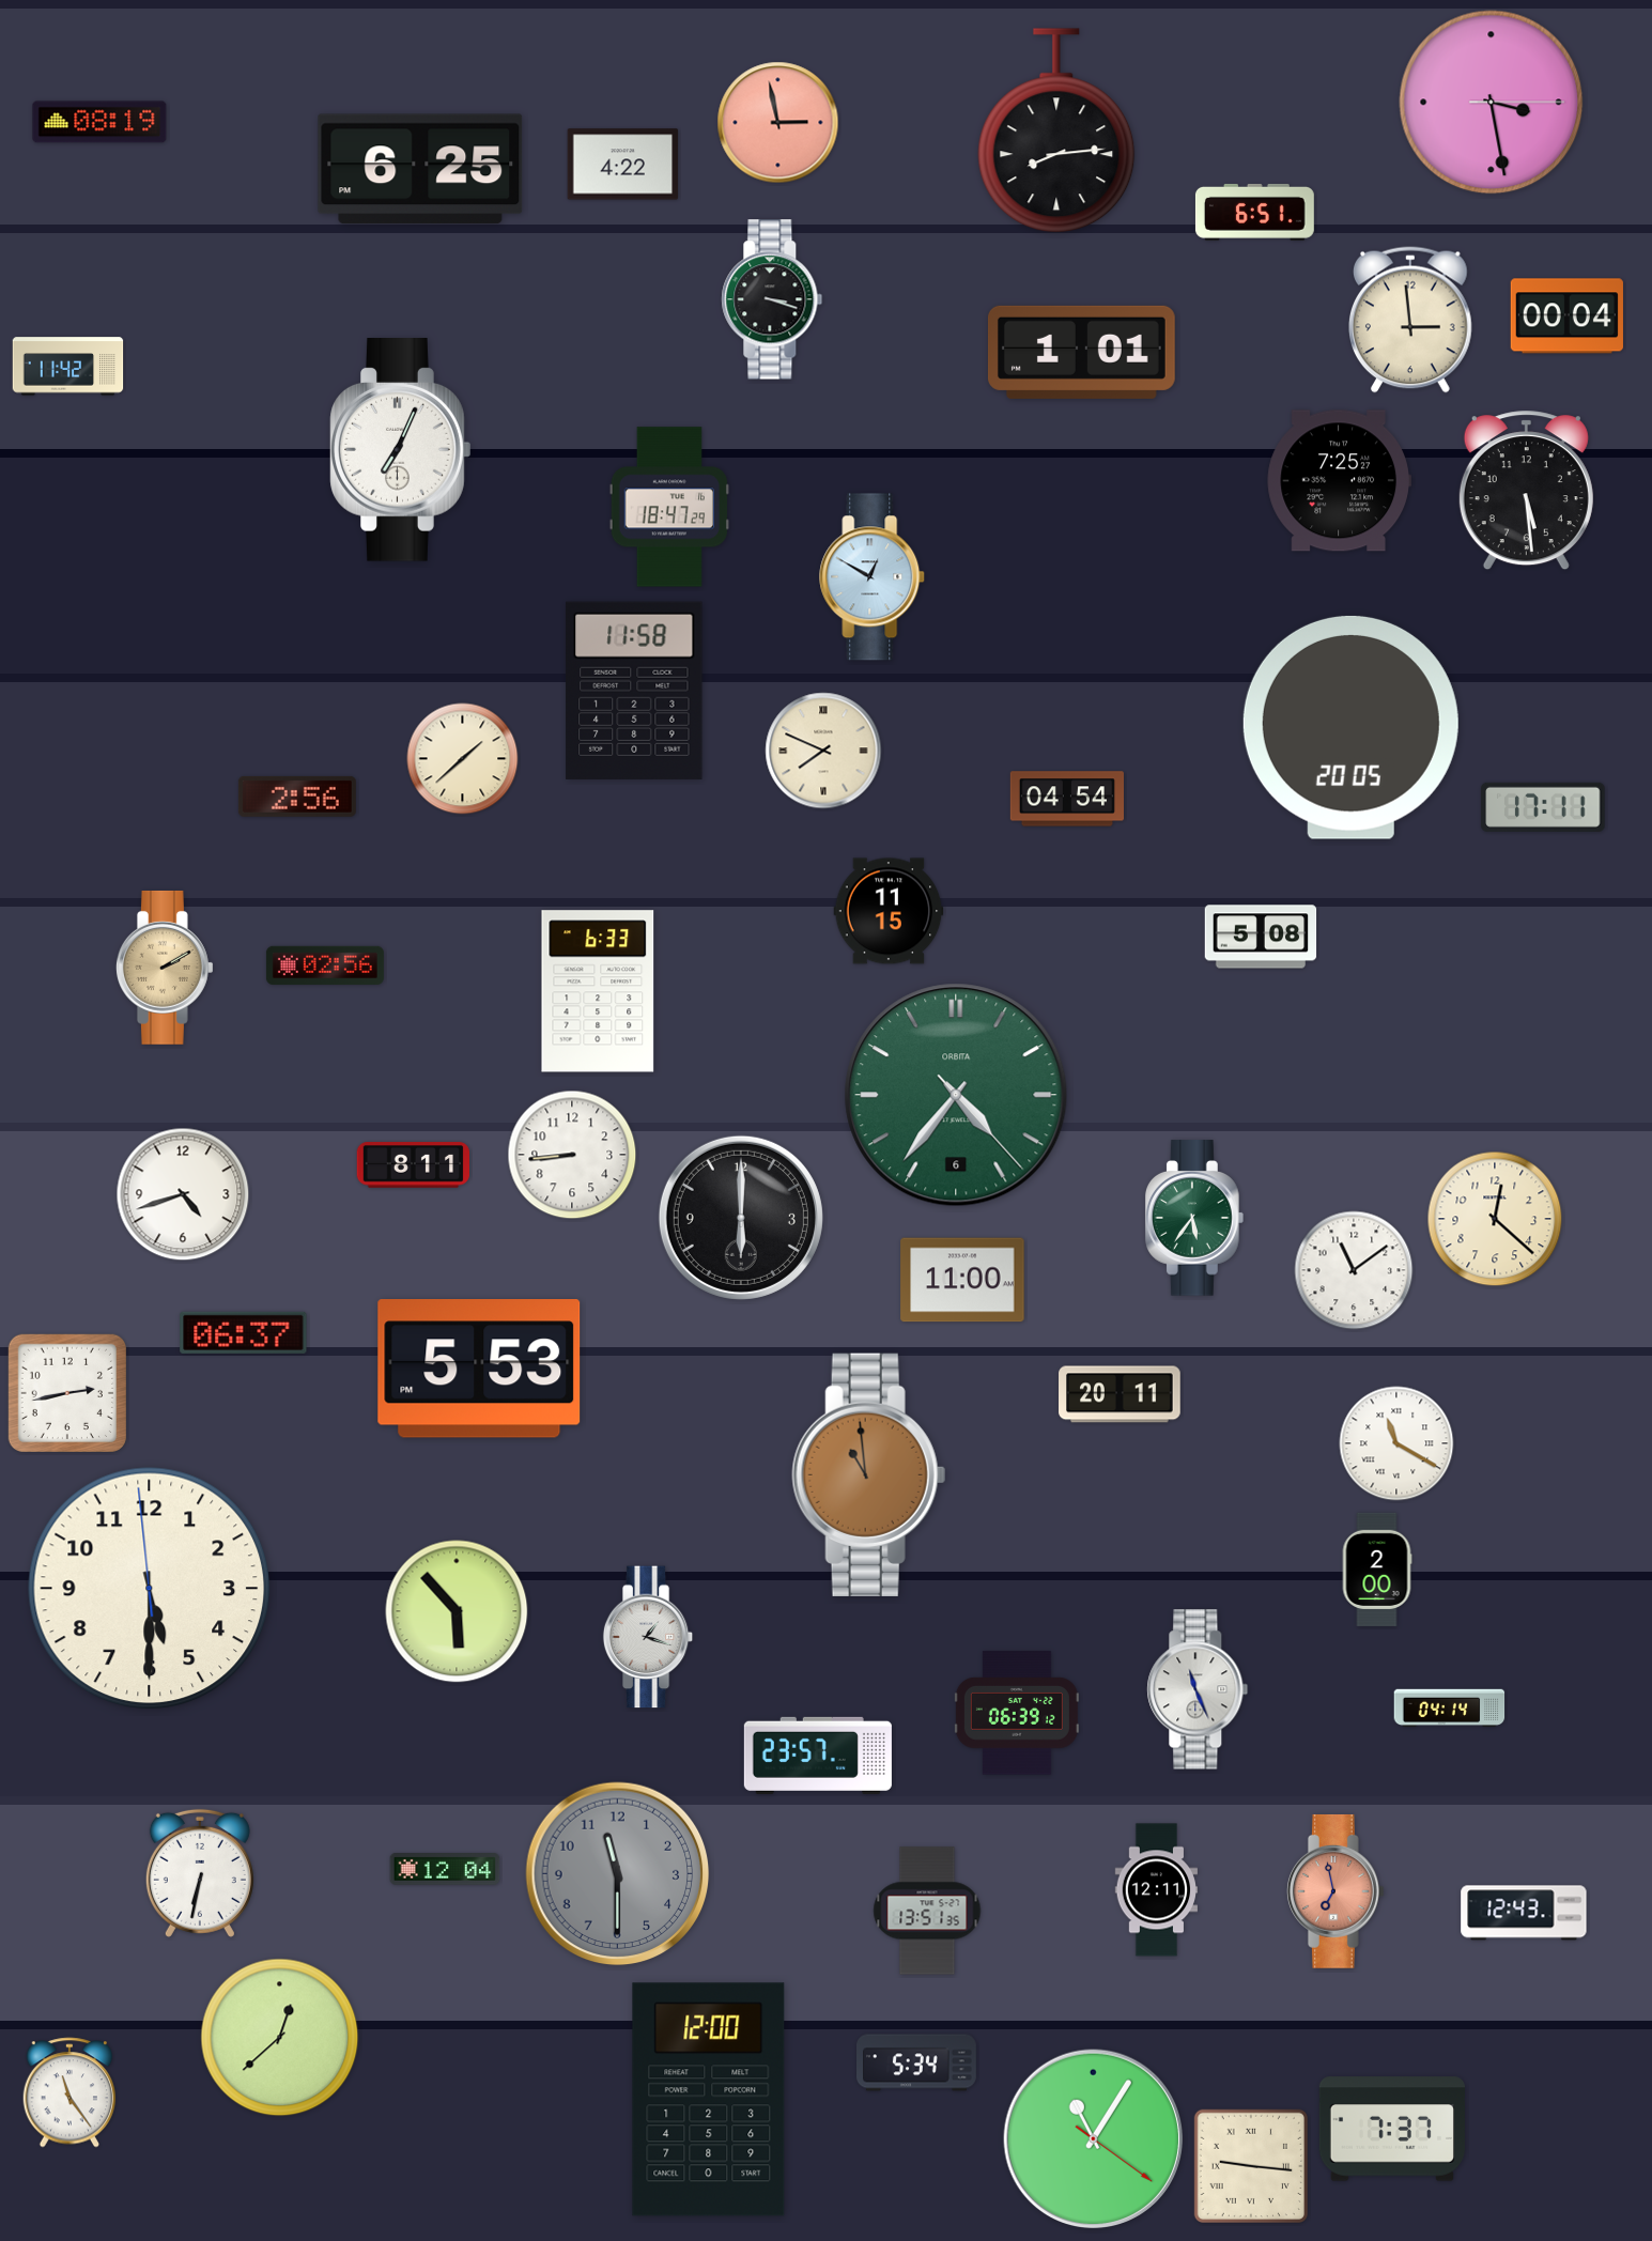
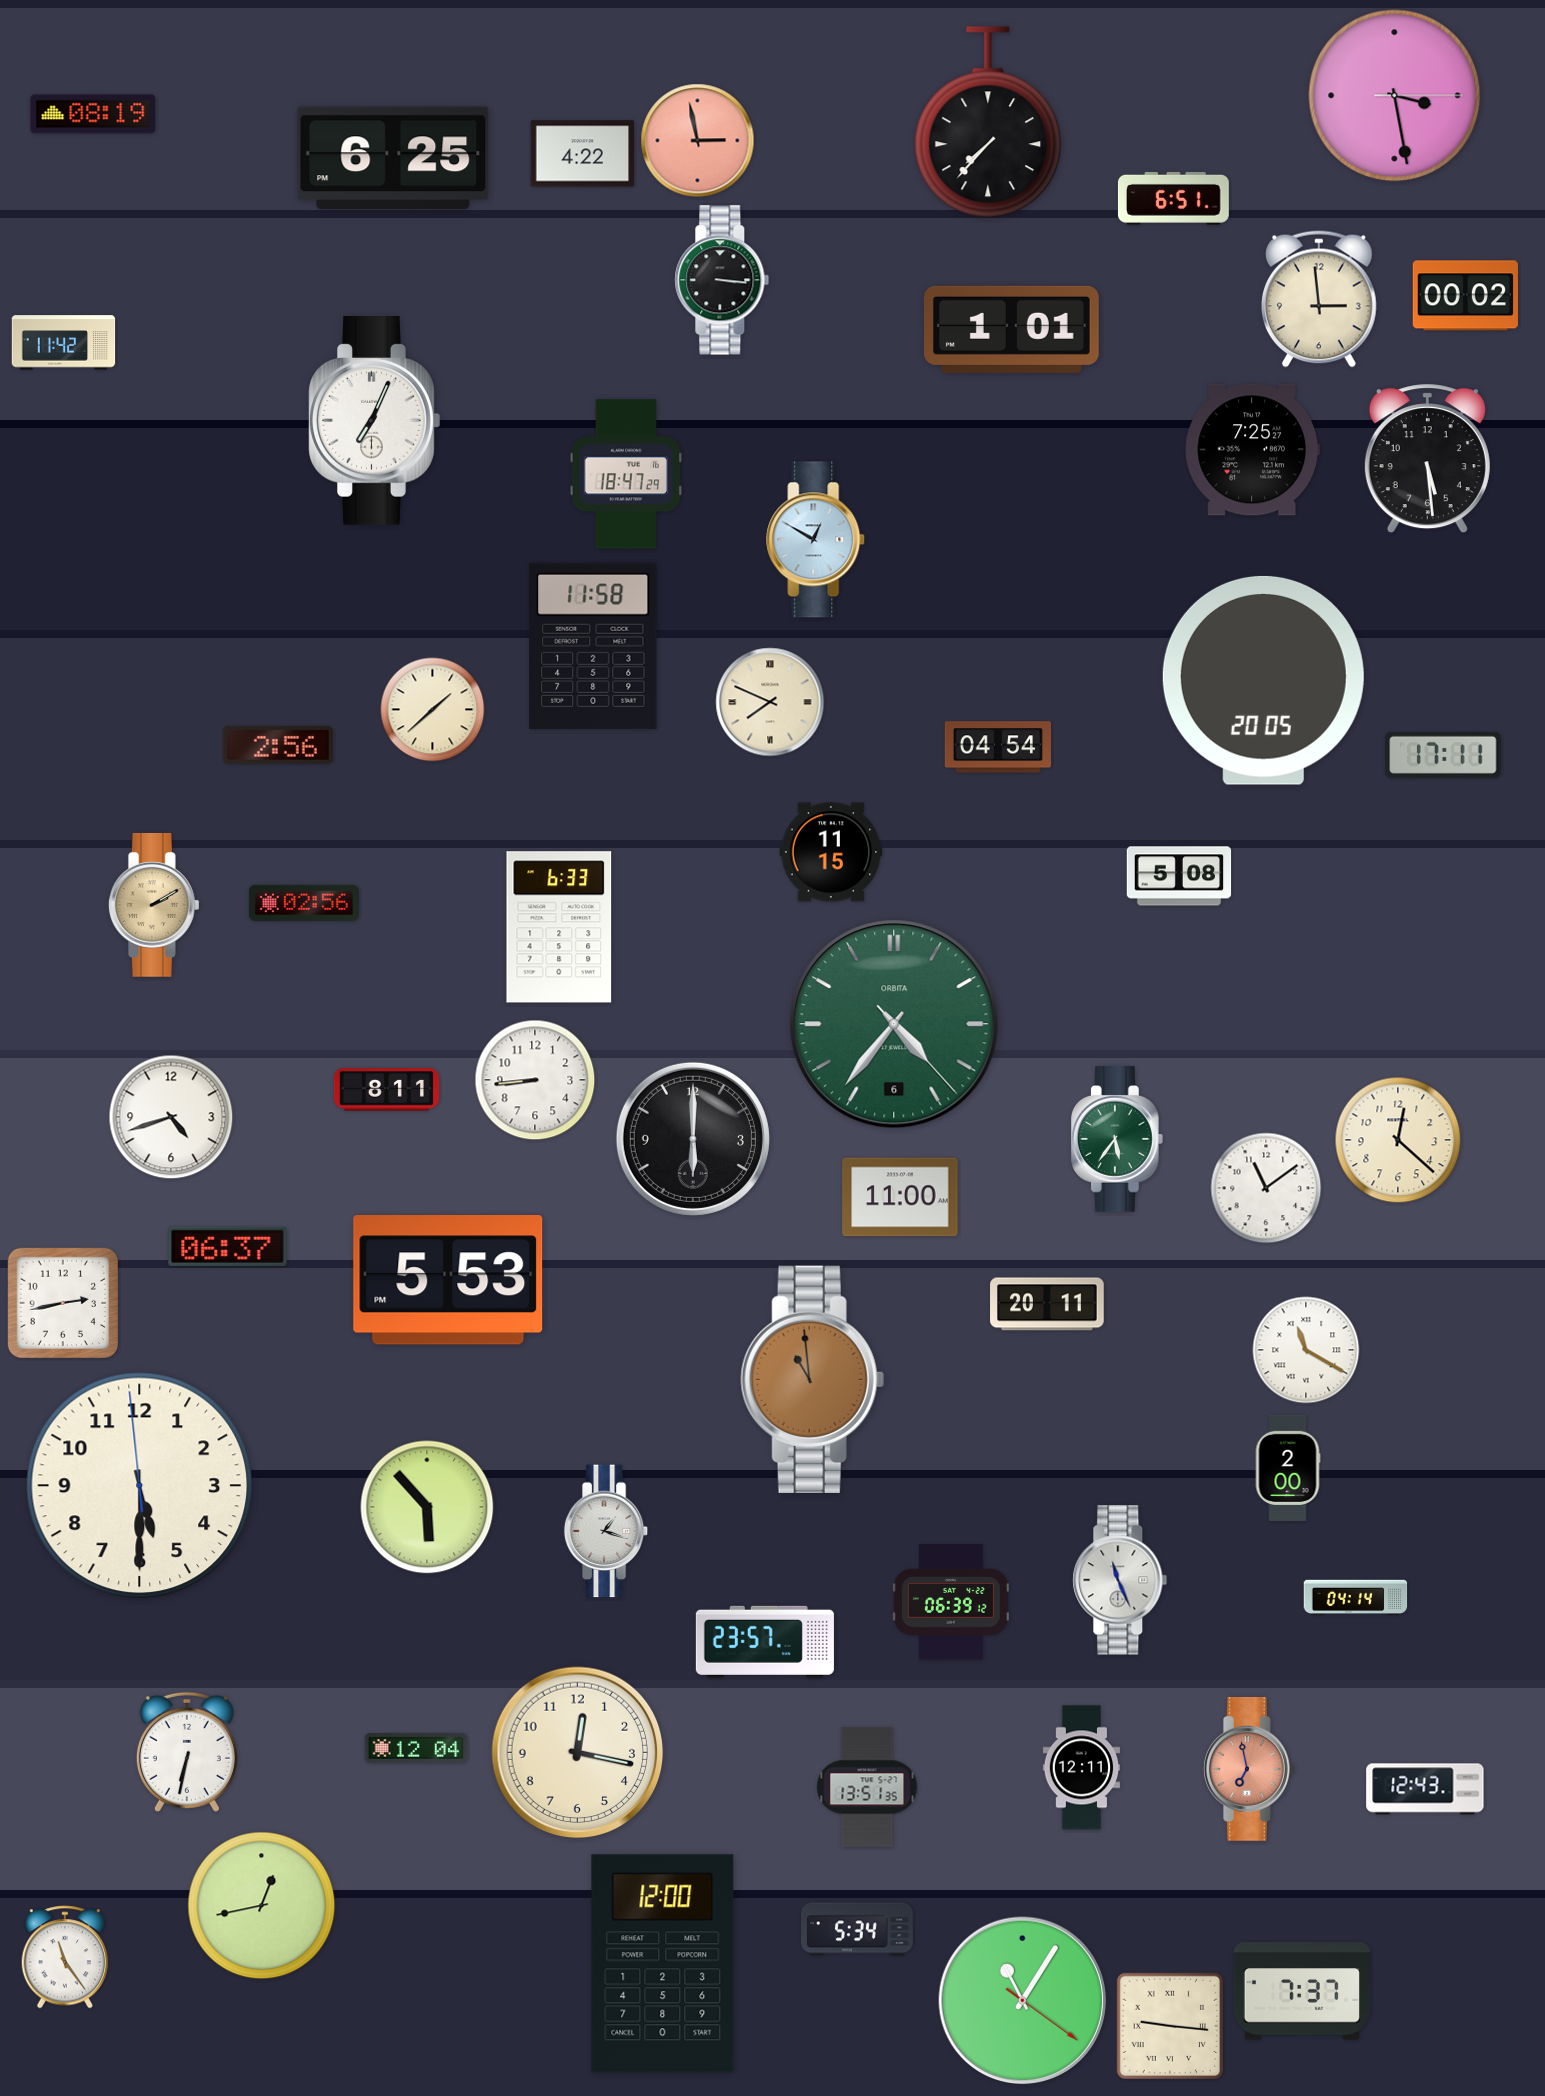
clock at (778, 123) position: (778, 123) -> (698, 141)
clock at (1056, 132): 8:14 -> 7:37
clock at (772, 299): 3:18 -> 3:16
clock at (1566, 316): 00:04 -> 00:02
clock at (618, 1874): 11:30 -> 12:17
clock at (618, 1874) dial: grey -> cream
clock at (280, 2038): 12:38 -> 12:43
